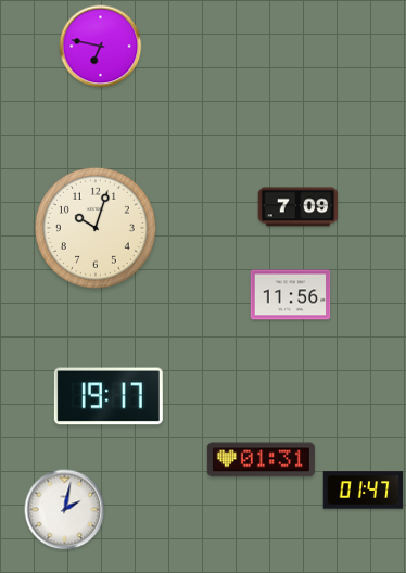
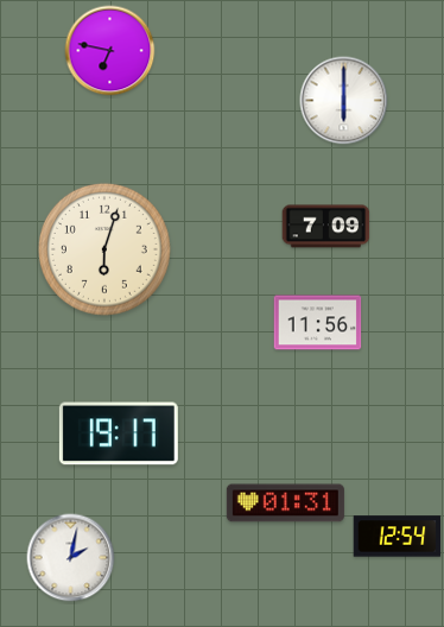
clock at (344, 101): none -> 6:00
clock at (96, 228): 10:03 -> 6:03
clock at (364, 491): 01:47 -> 12:54
